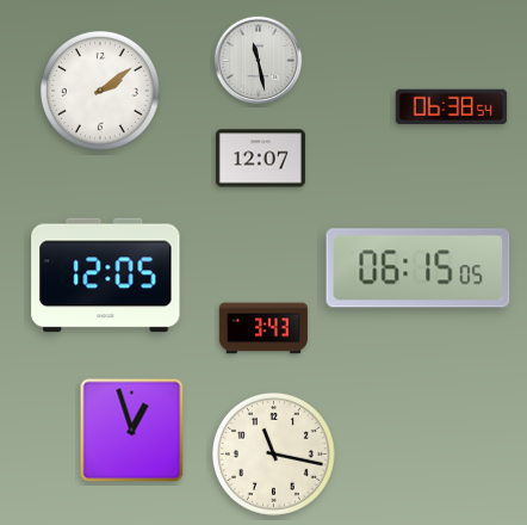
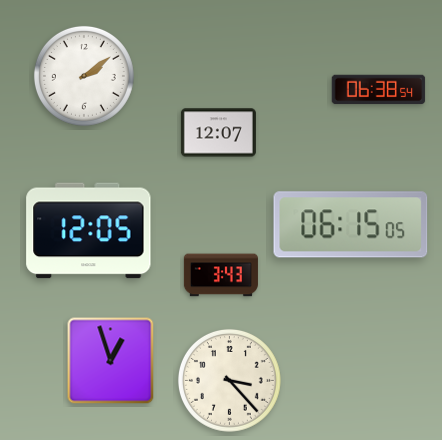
clock at (259, 61): 11:28 -> none
clock at (273, 453): 11:17 -> 3:23
